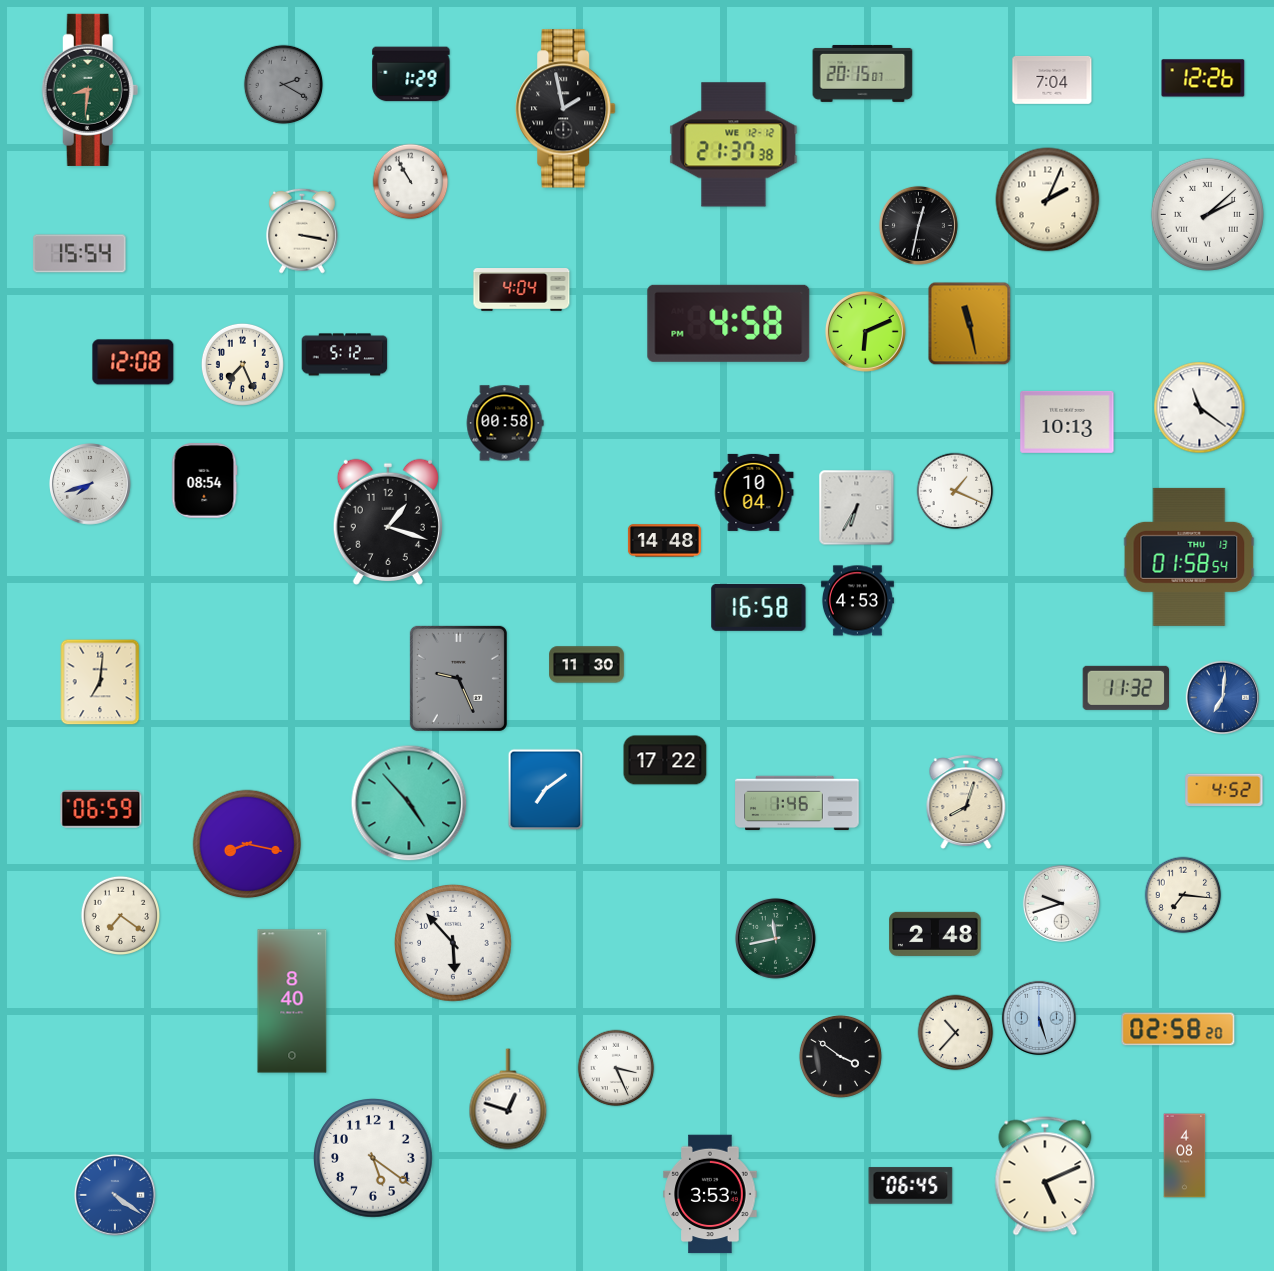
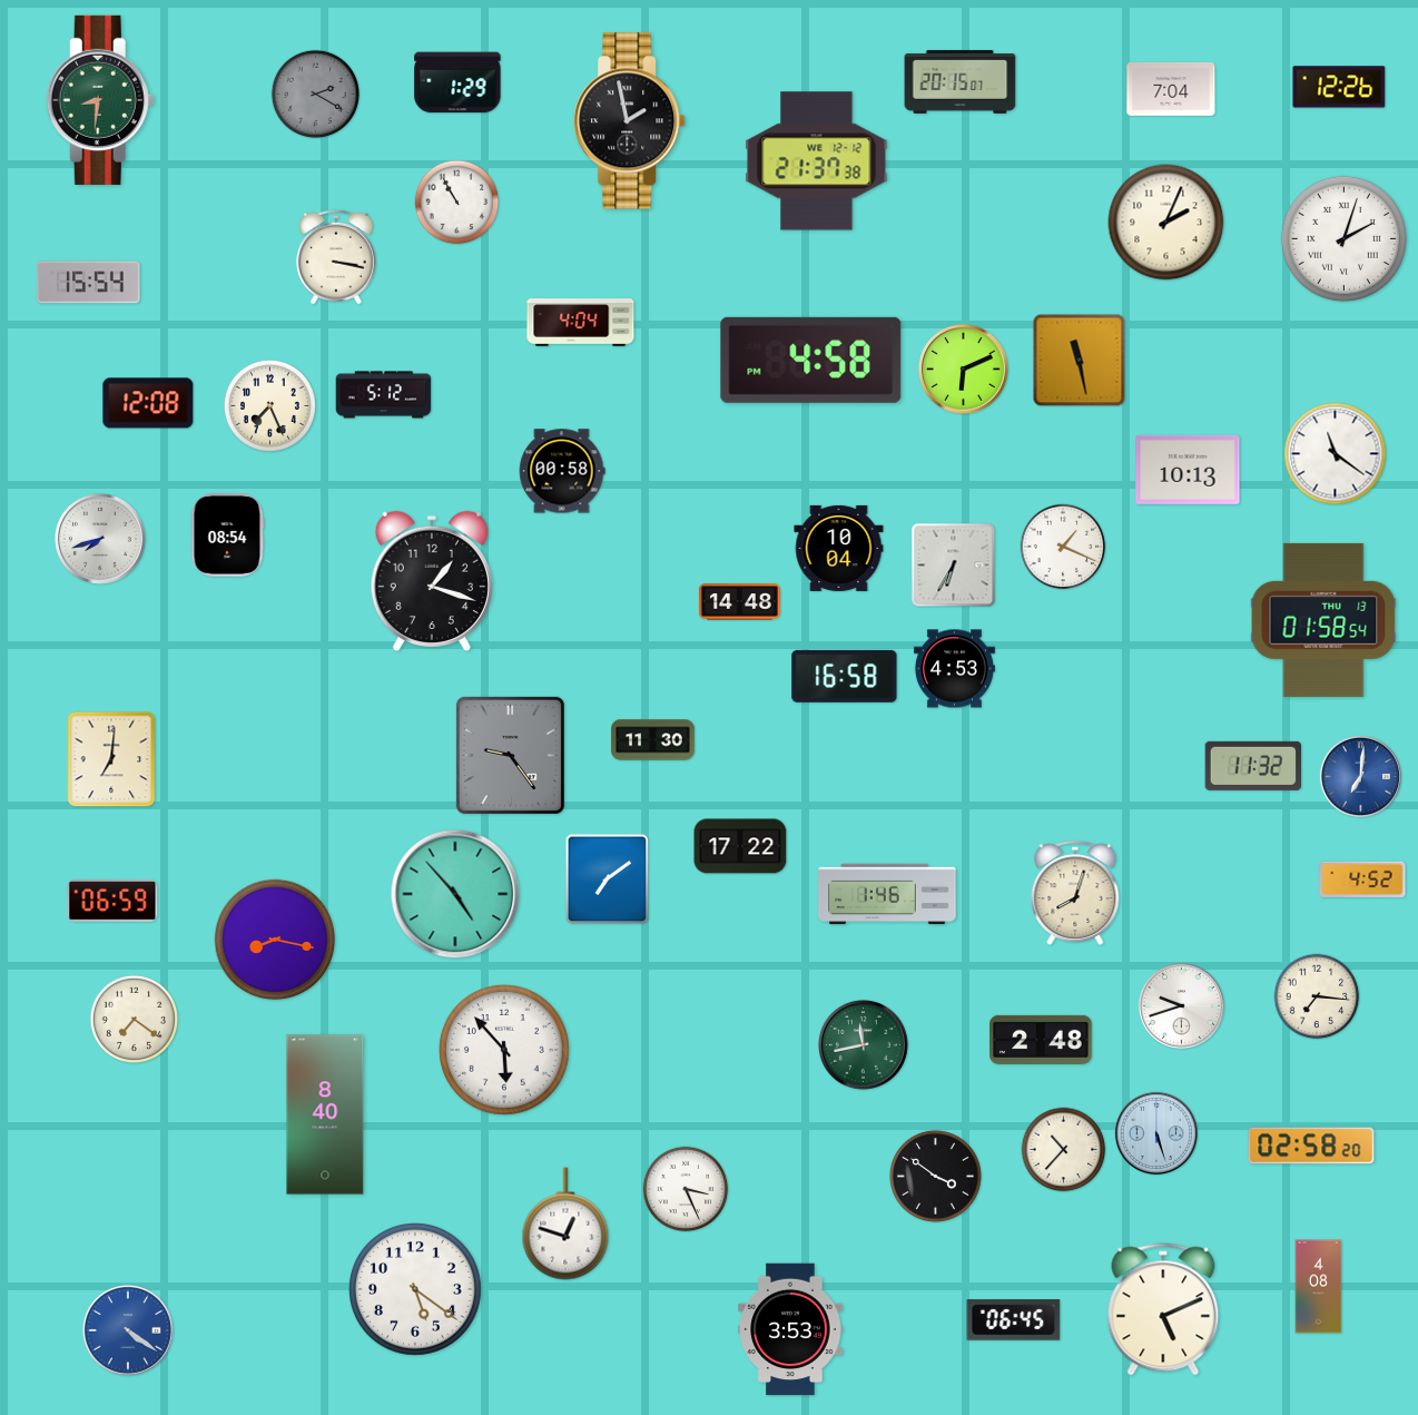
clock at (1207, 214): 2:08 -> 2:03
clock at (918, 225): 12:32 -> none
clock at (458, 678): 9:26 -> 9:24
